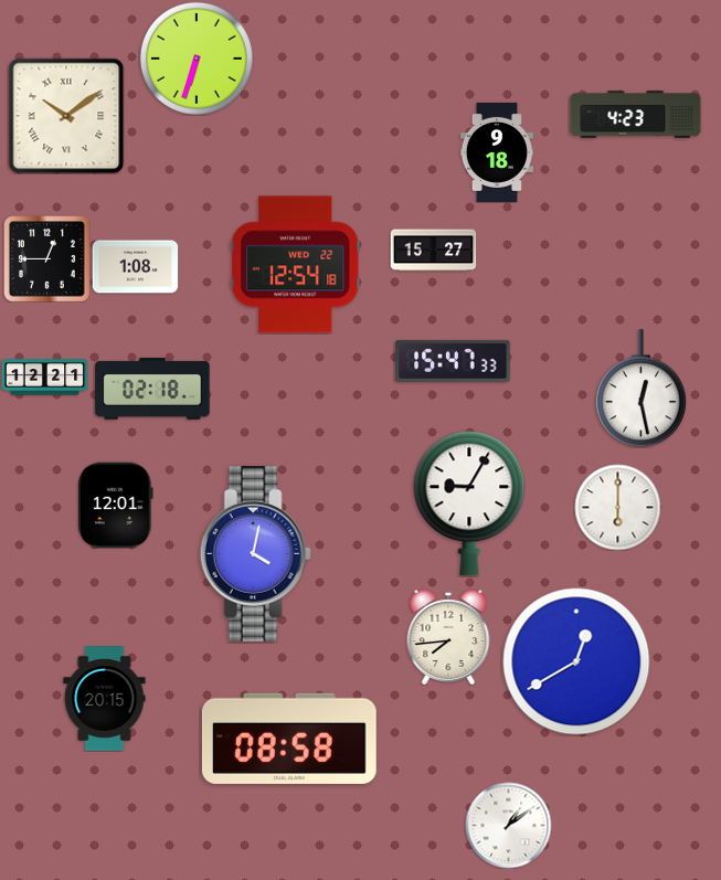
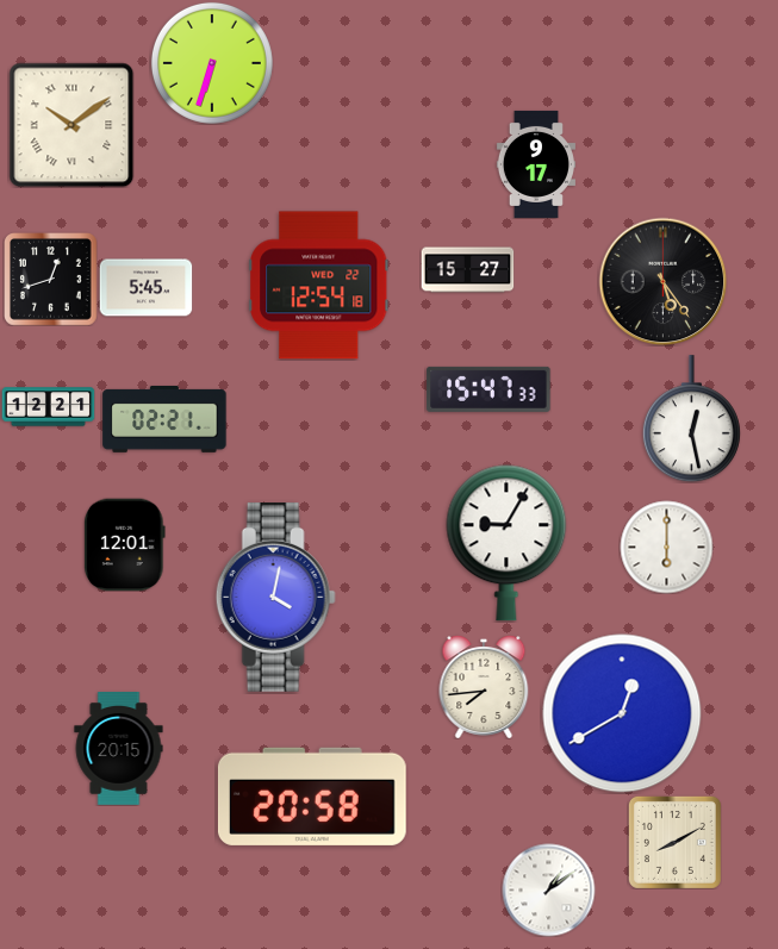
clock at (636, 115): 4:23 -> none
clock at (497, 152): 9:18 -> 9:17
clock at (46, 258): 12:45 -> 12:42
clock at (662, 281): none -> 5:24
clock at (135, 267): 1:08 -> 5:45
clock at (152, 389): 02:18 -> 02:21
clock at (105, 699) position: (105, 699) -> (119, 749)
clock at (289, 739): 08:58 -> 20:58
clock at (674, 842): none -> 8:10
